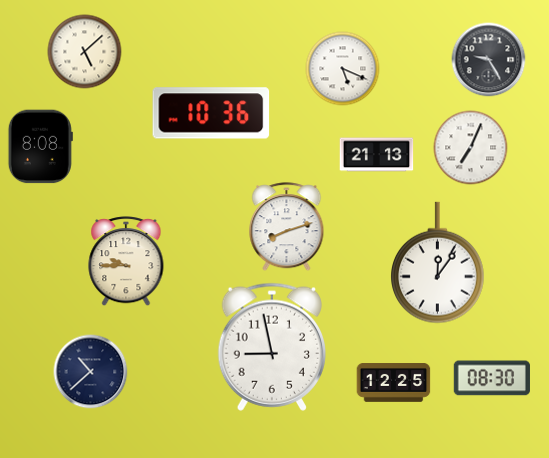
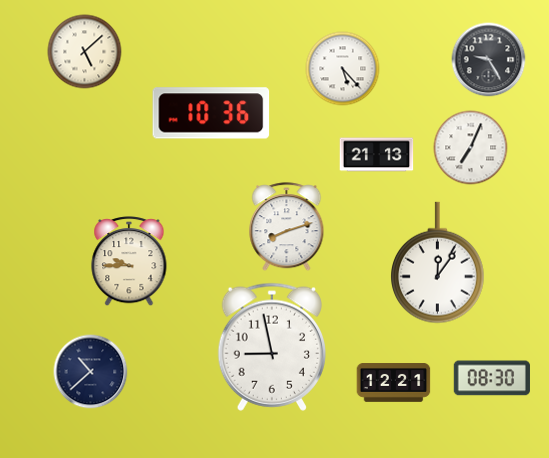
clock at (343, 69): 5:19 -> 5:23
clock at (40, 147): 8:08 -> none
clock at (126, 262) position: (126, 262) -> (129, 262)
clock at (394, 383): 12:25 -> 12:21
